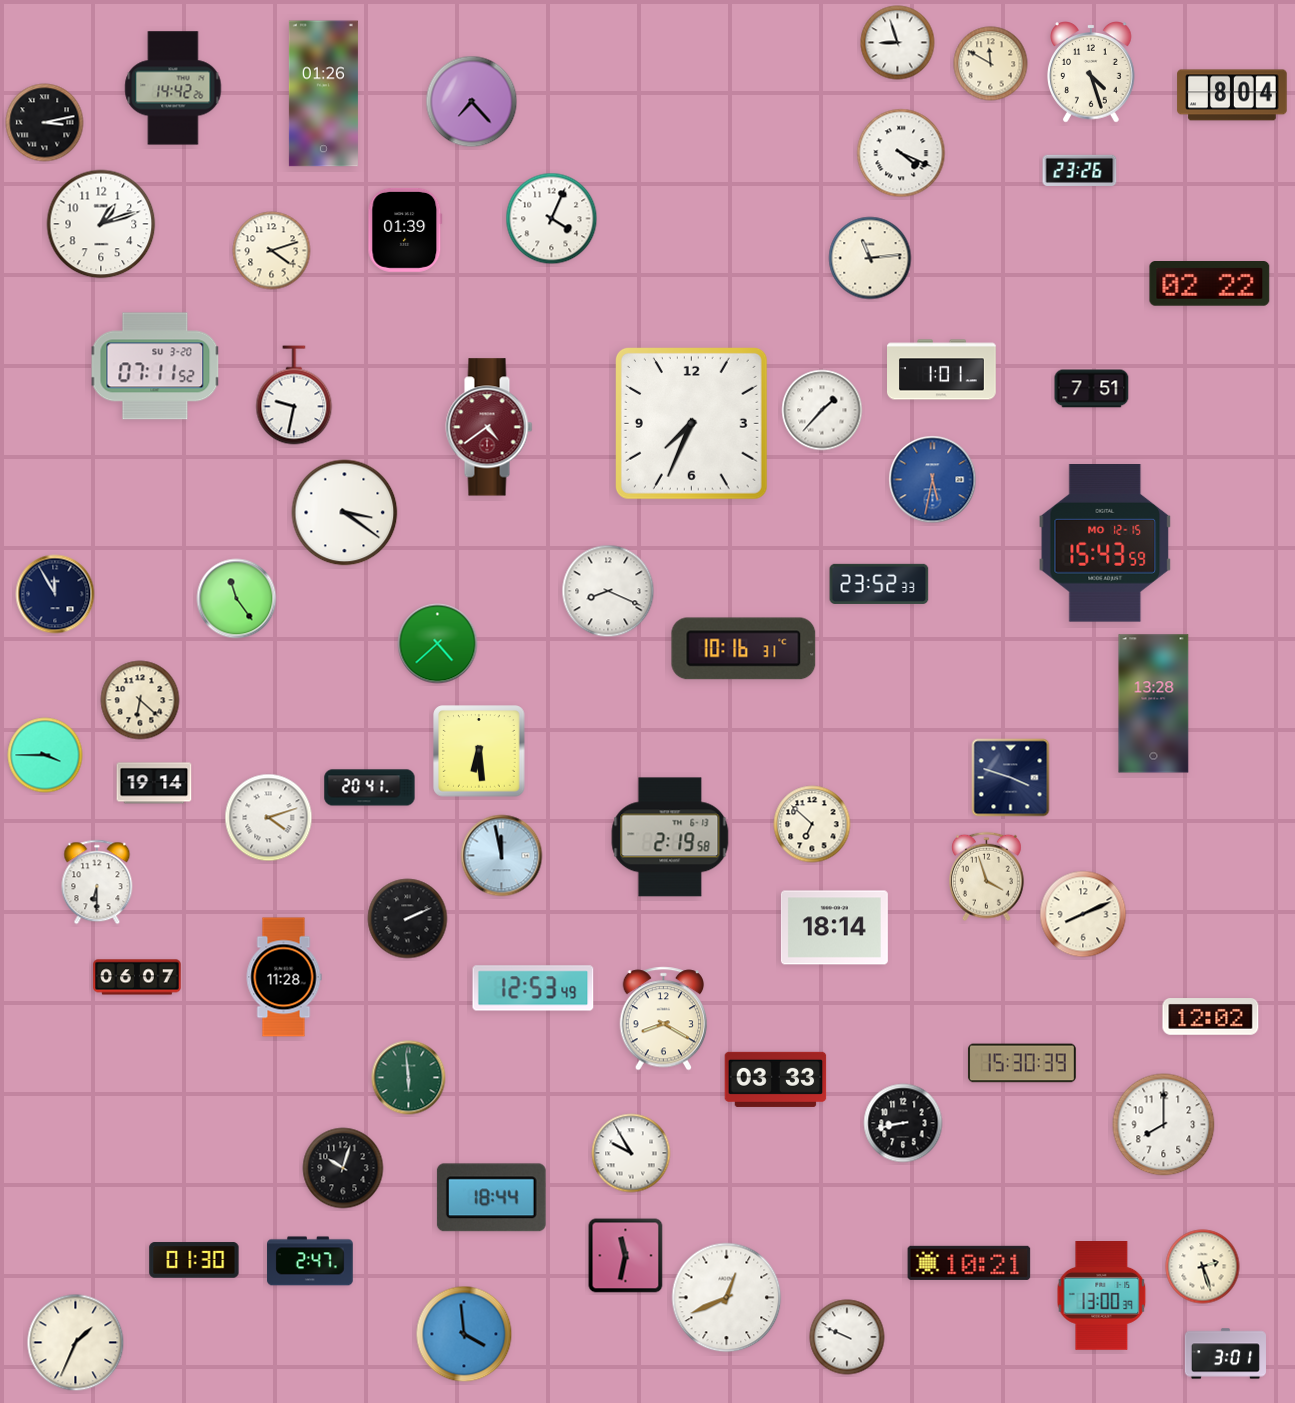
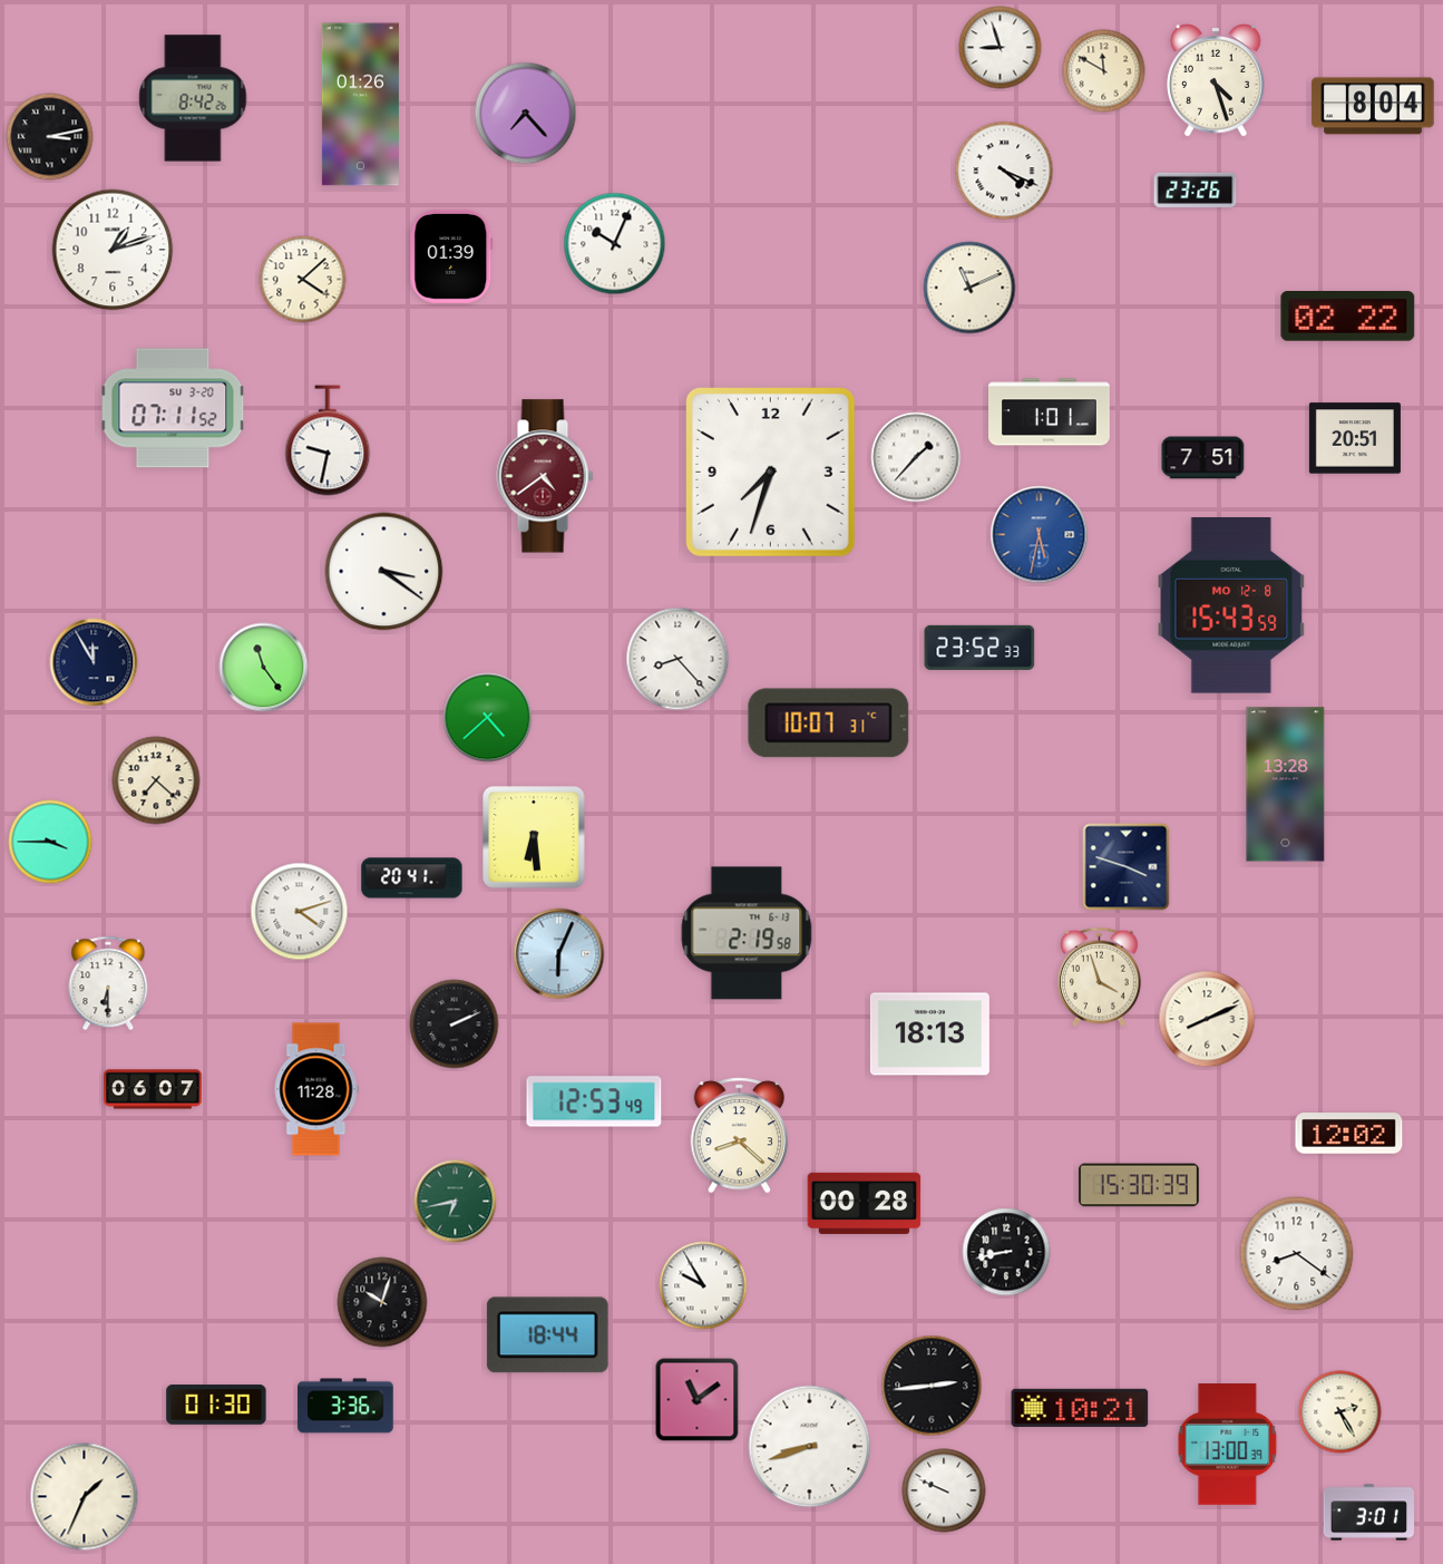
clock at (173, 88): 14:42 -> 8:42
clock at (1080, 170) position: (1080, 170) -> (1196, 190)
clock at (552, 219): 4:04 -> 10:04
clock at (272, 251): 4:12 -> 4:08
clock at (870, 258): 11:14 -> 11:11
clock at (1092, 389) position: (1092, 389) -> (1203, 458)
clock at (1355, 438): none -> 20:51
clock at (691, 423): 7:34 -> 7:33
clock at (1105, 544) date: MO 12-15 -> MO 12-8
clock at (879, 584) position: (879, 584) -> (979, 648)
clock at (608, 591): 8:19 -> 8:23
clock at (55, 594) position: (55, 594) -> (94, 662)
clock at (744, 649): 10:16 -> 10:07
clock at (140, 700): 6:22 -> 7:22
clock at (154, 783): 19:14 -> none
clock at (812, 824): 6:52 -> none
clock at (502, 856): 11:58 -> 6:04
clock at (834, 928): 18:14 -> 18:13
clock at (664, 1019): 8:20 -> 8:22
clock at (409, 1078): 5:59 -> 6:43
clock at (776, 1079): 03:33 -> 00:28
clock at (1164, 1125): 8:00 -> 8:21
clock at (932, 1386): none -> 2:44
clock at (626, 1256): 11:32 -> 11:09
clock at (310, 1261): 2:47 -> 3:36
clock at (1203, 1267): 2:27 -> 2:25
clock at (727, 1298): 12:41 -> 8:42
clock at (464, 1334): 3:59 -> none
clock at (1225, 1354) position: (1225, 1354) -> (1368, 1513)
